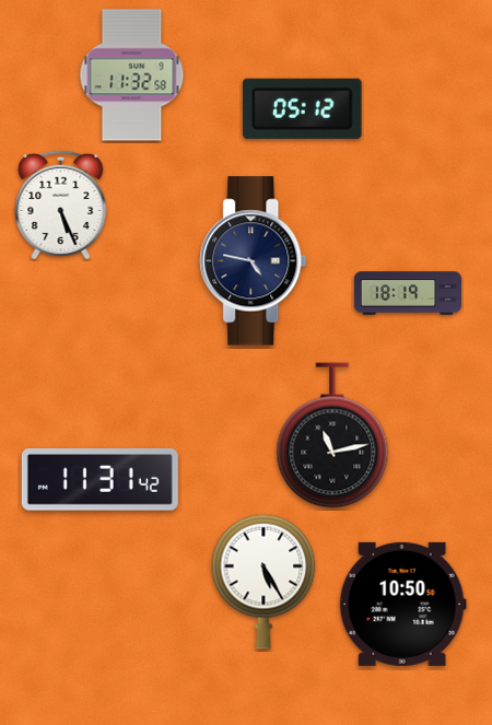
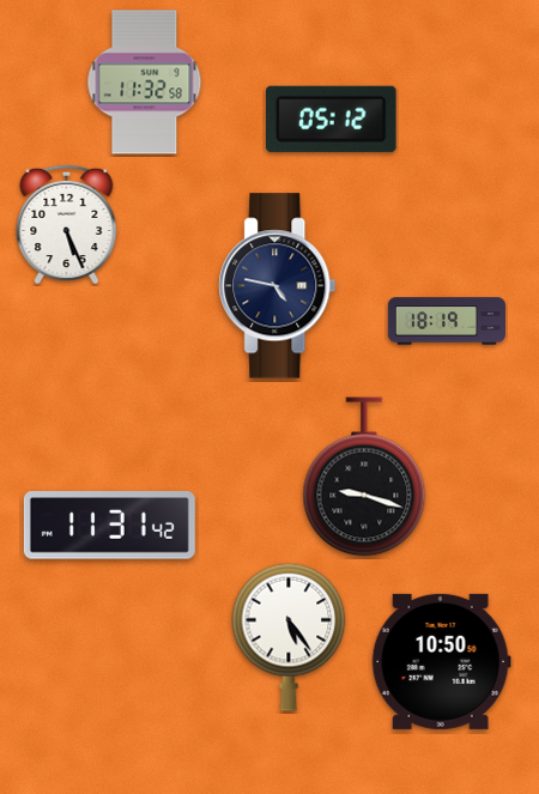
clock at (332, 435): 11:13 -> 9:18
clock at (263, 582): 5:25 -> 5:24
